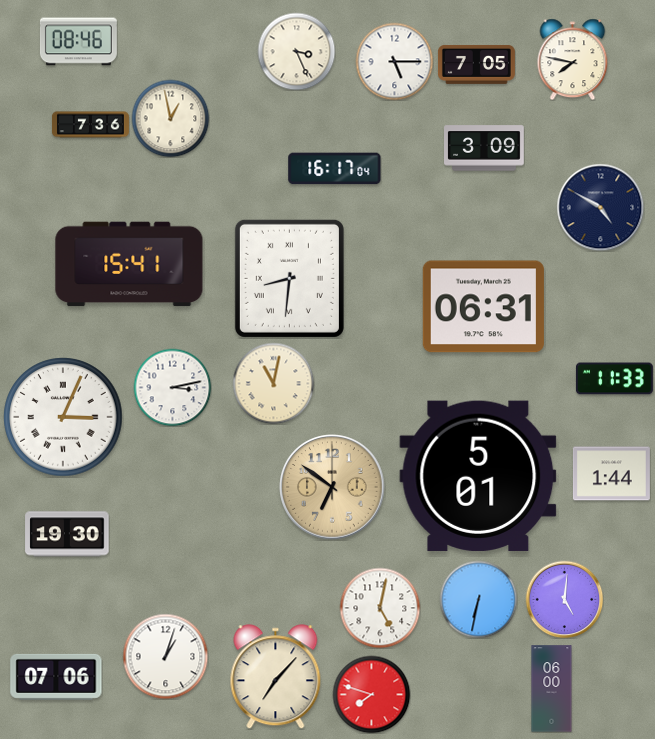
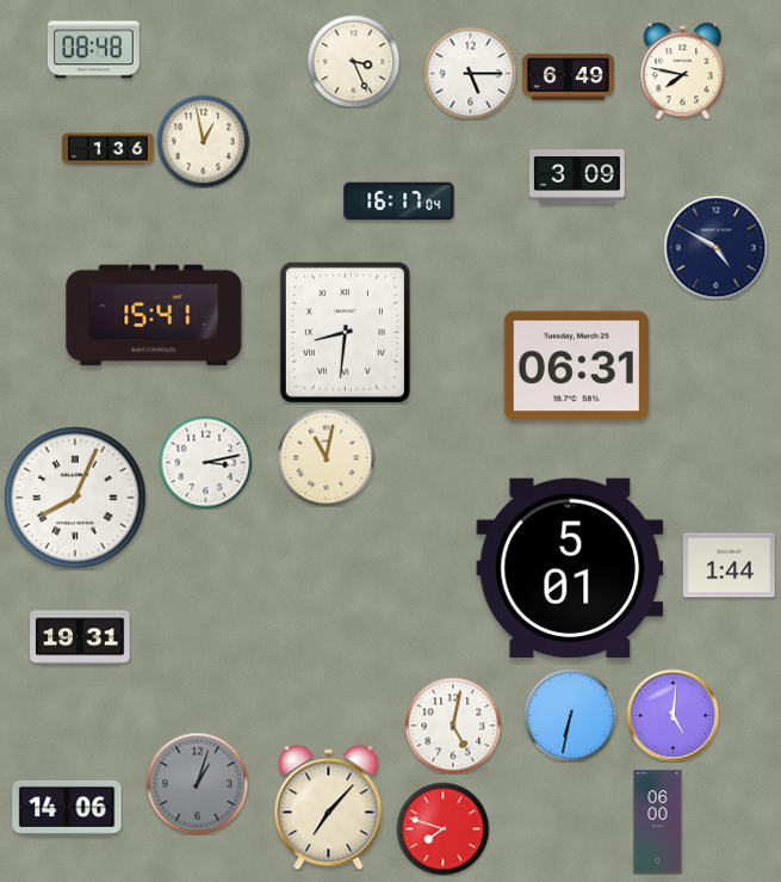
clock at (78, 42): 08:46 -> 08:48
clock at (476, 64): 7:05 -> 6:49
clock at (90, 125): 7:36 -> 1:36
clock at (614, 379): 11:33 -> none
clock at (63, 417): 3:04 -> 8:04
clock at (332, 487): 6:51 -> none
clock at (67, 534): 19:30 -> 19:31
clock at (165, 656) dial: white -> grey
clock at (56, 677): 07:06 -> 14:06
